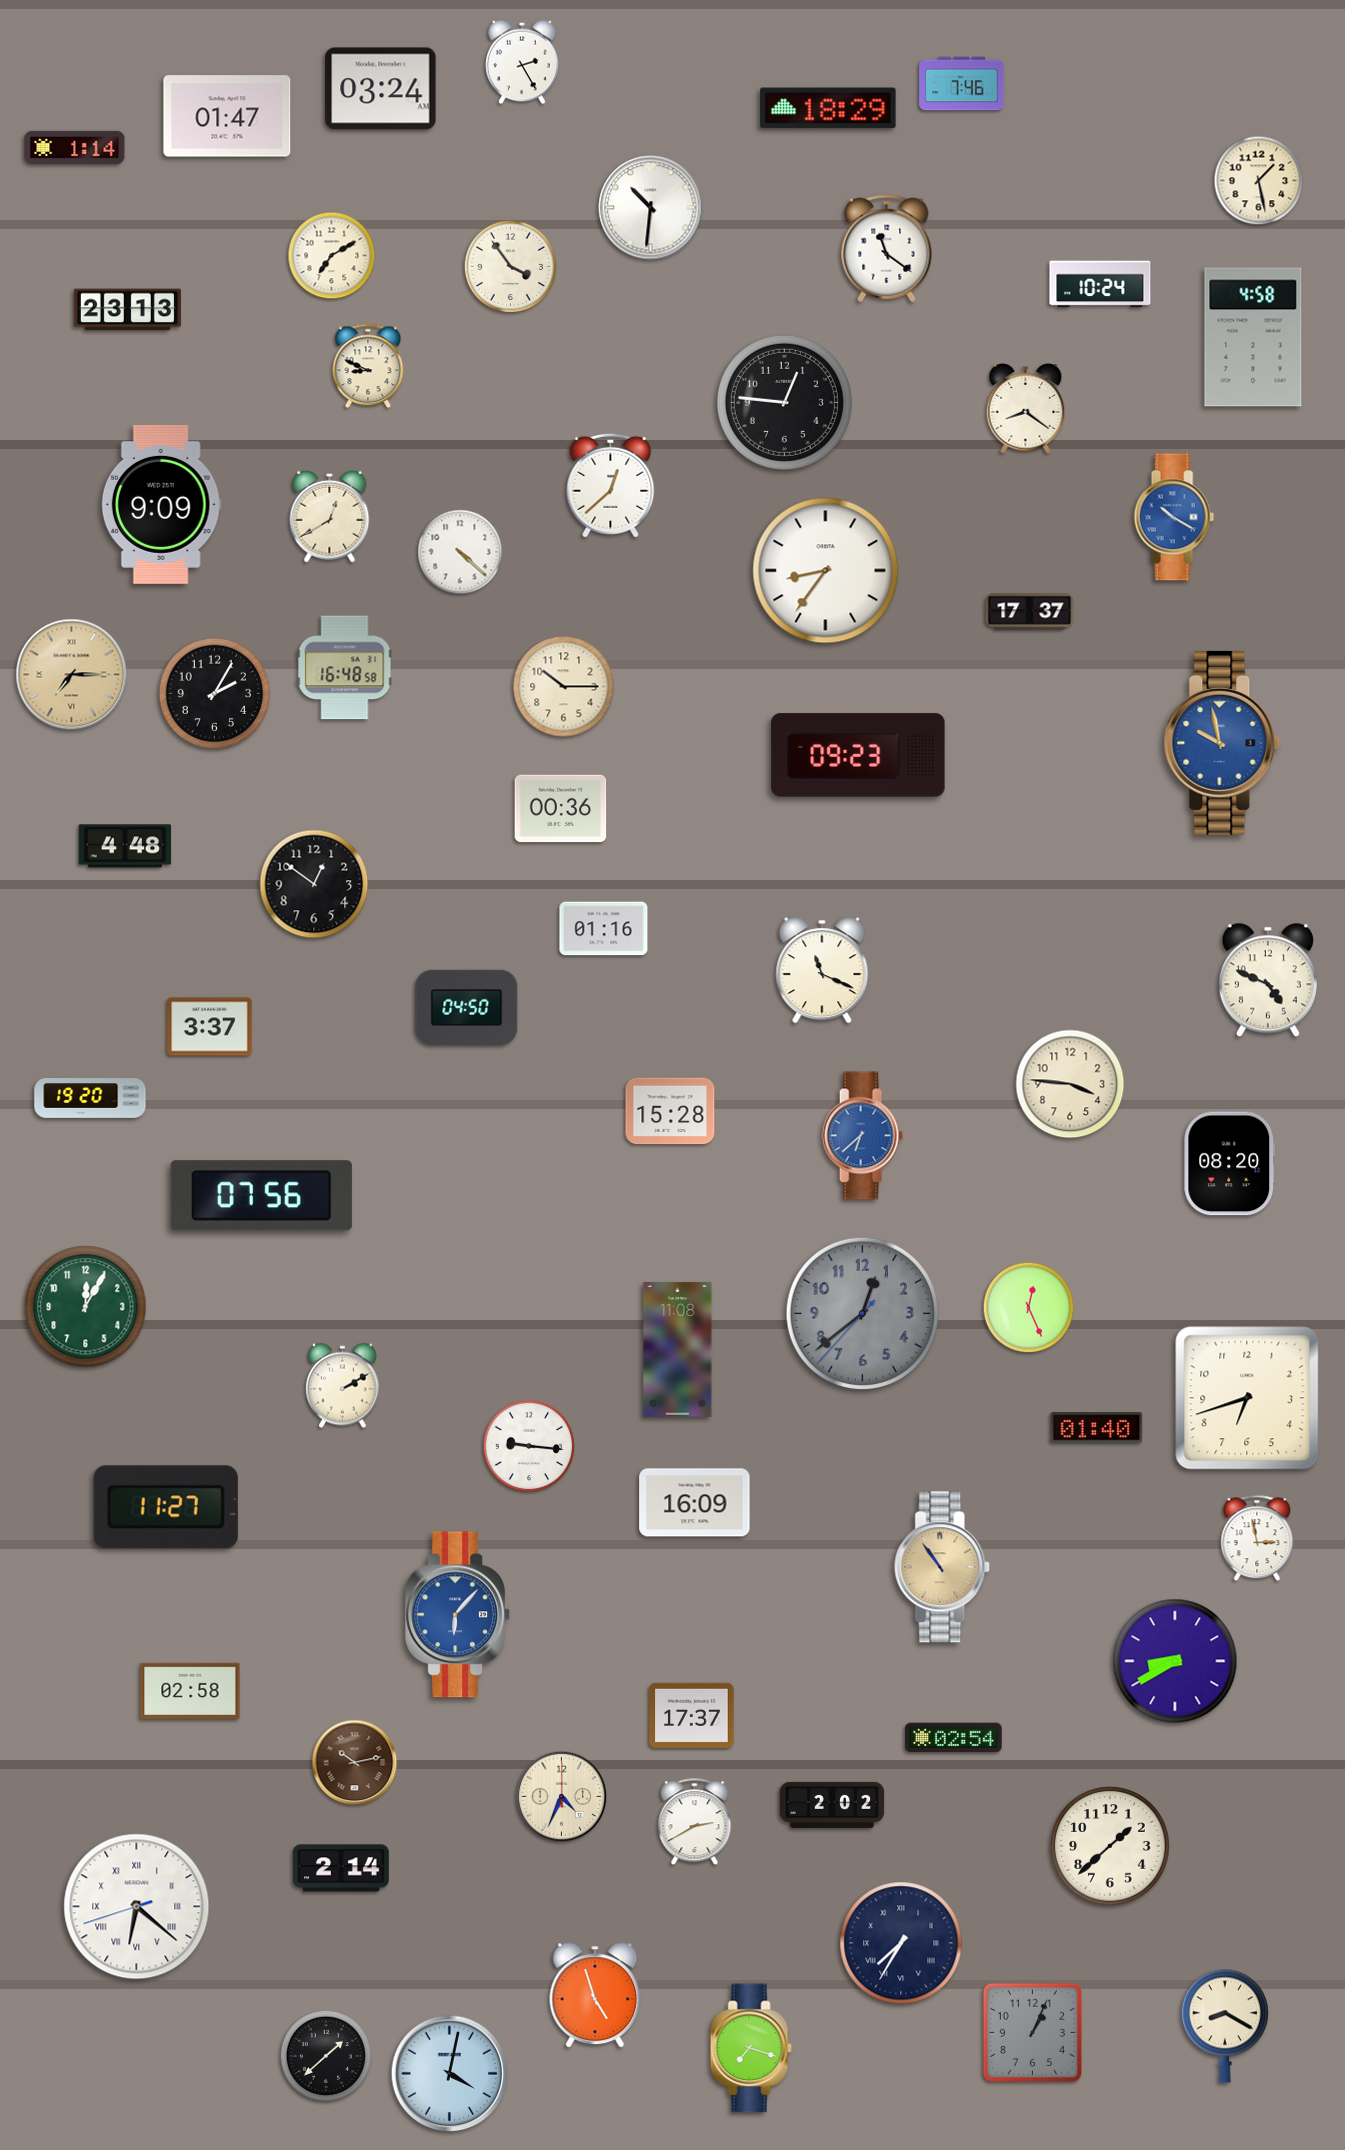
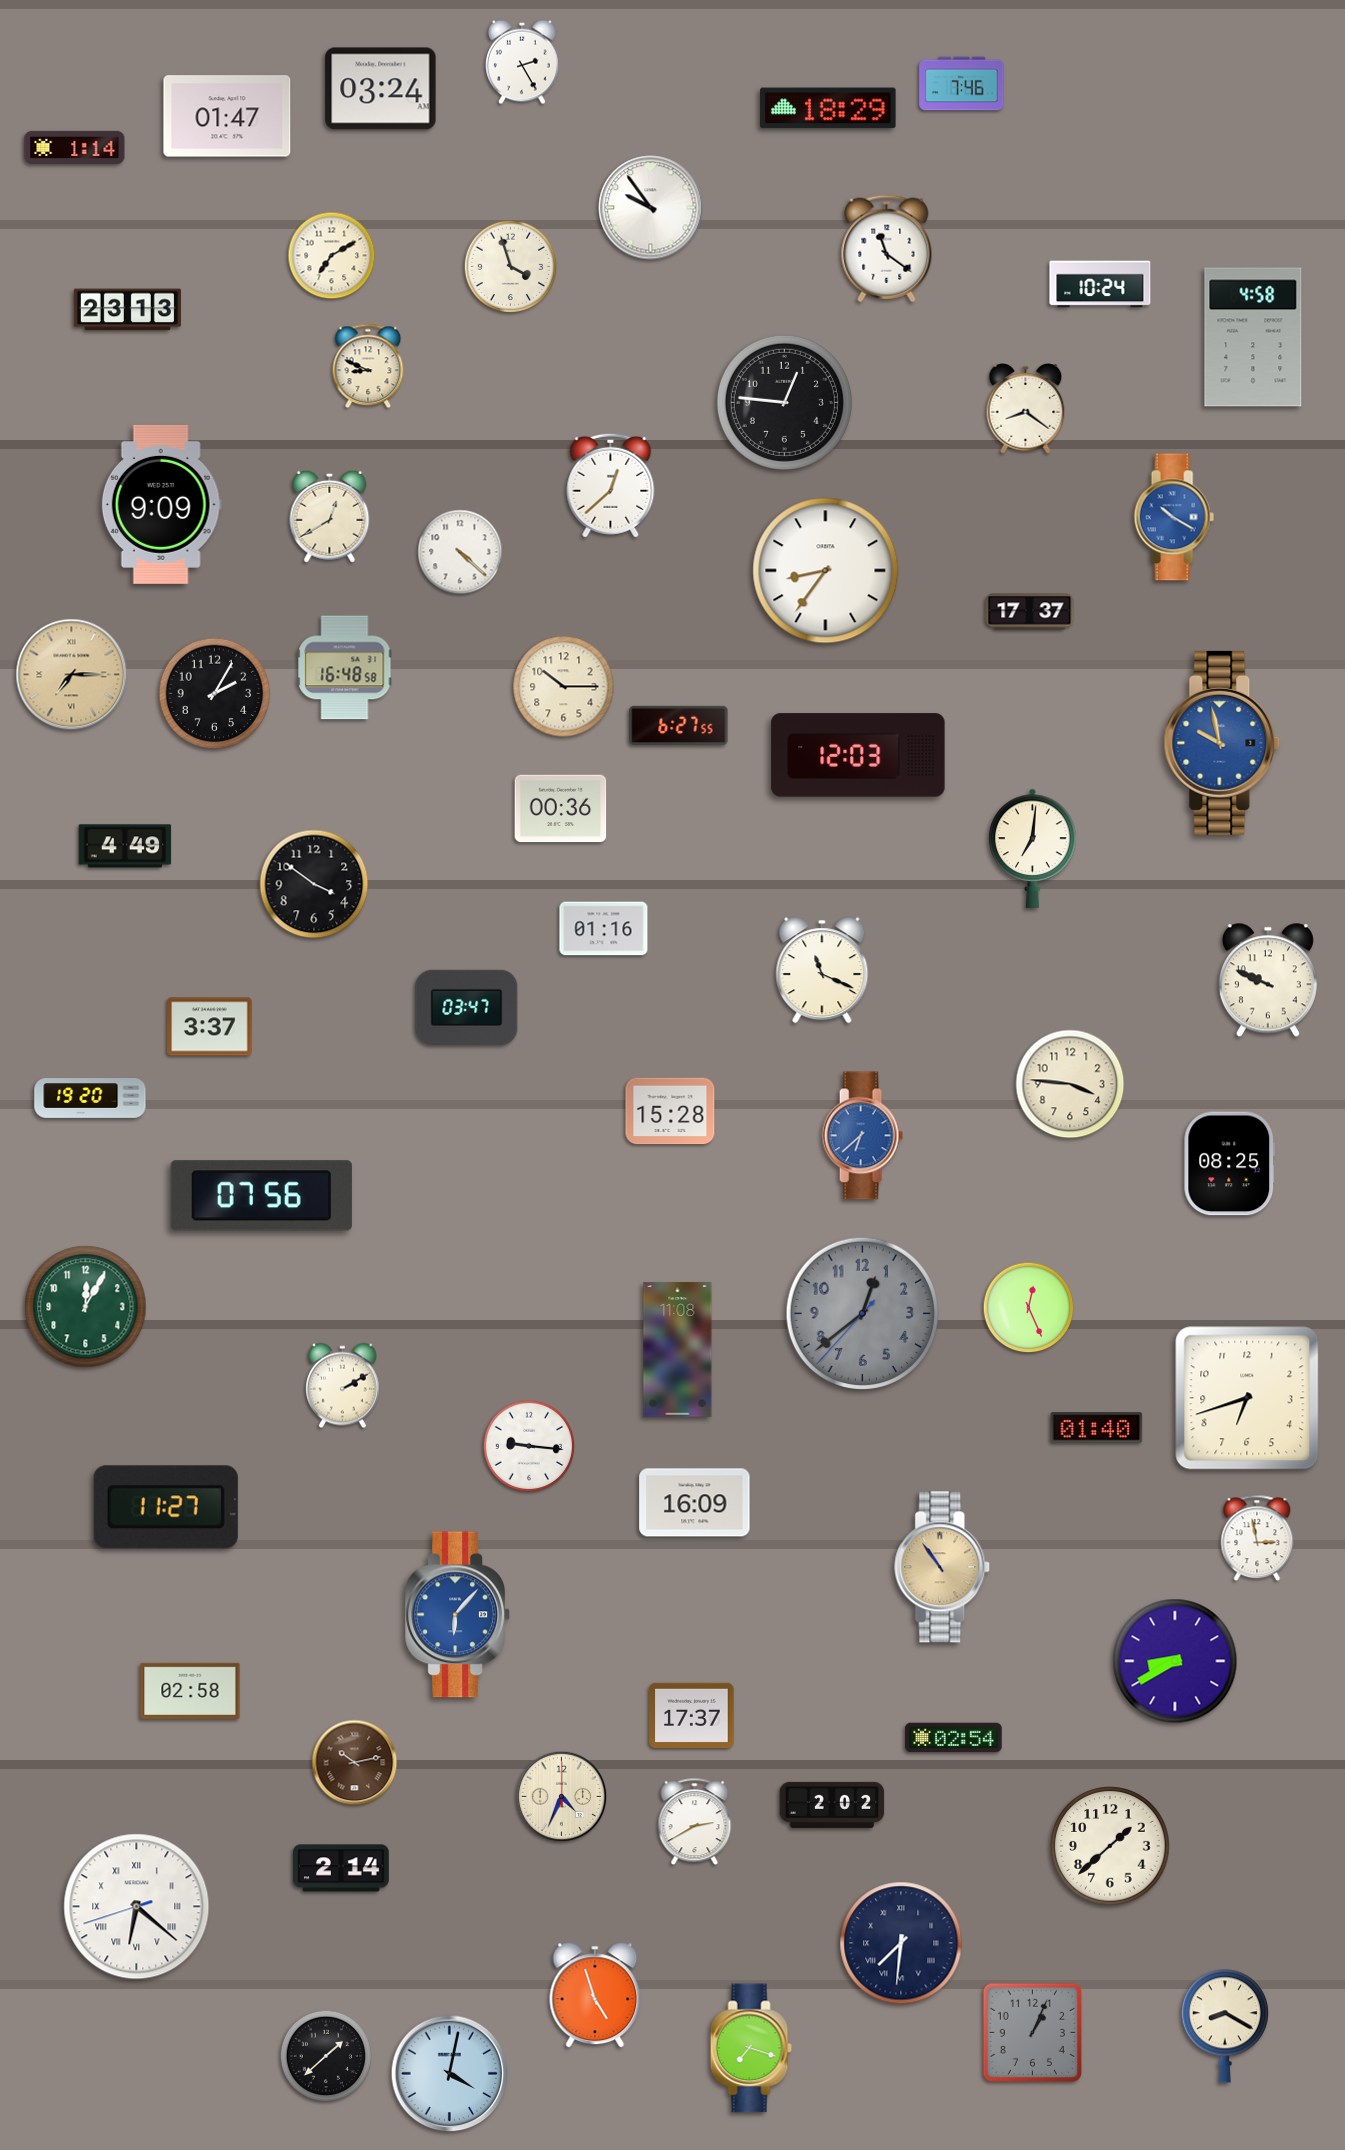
clock at (1259, 181): 1:28 -> none
clock at (651, 208): 10:31 -> 9:54
clock at (510, 266): 3:54 -> 3:57
clock at (679, 725): none -> 6:27
clock at (858, 755): 09:23 -> 12:03
clock at (125, 846): 4:48 -> 4:49
clock at (1033, 848): none -> 7:01
clock at (314, 884): 12:51 -> 3:51
clock at (1268, 980): 4:49 -> 9:49
clock at (467, 1007): 04:50 -> 03:47
clock at (1230, 1164): 08:20 -> 08:25
clock at (901, 1943): 7:35 -> 7:31
